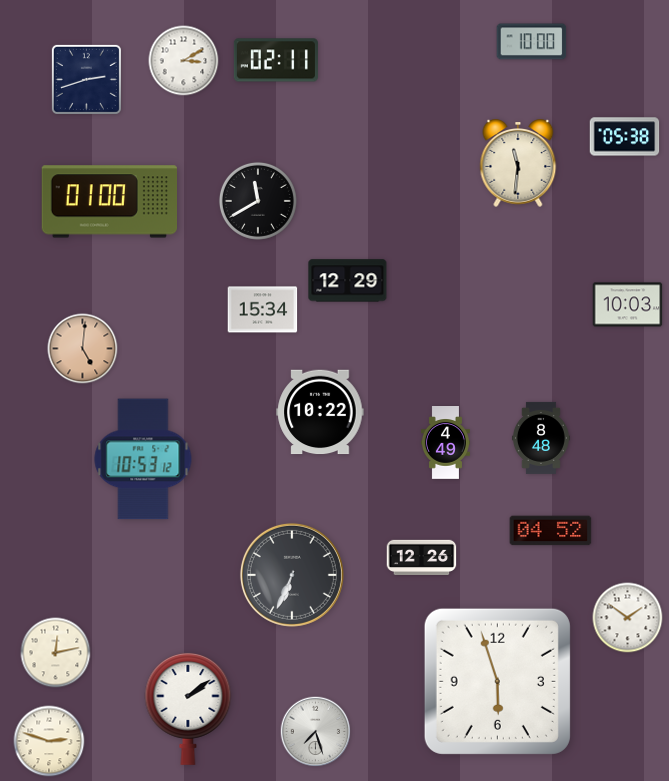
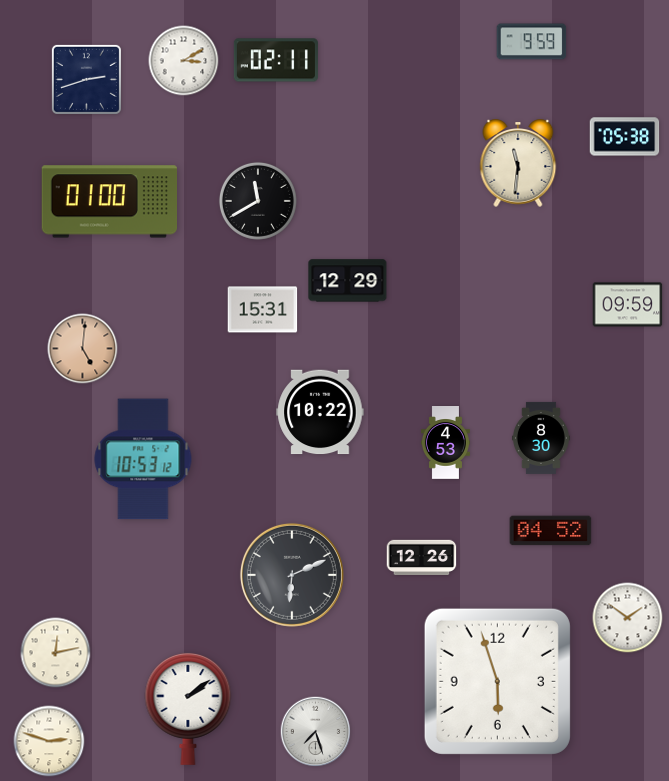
clock at (532, 42): 10:00 -> 9:59
clock at (628, 305): 10:03 -> 09:59
clock at (263, 310): 15:34 -> 15:31
clock at (541, 438): 8:48 -> 8:30
clock at (445, 443): 4:49 -> 4:53
clock at (292, 575): 6:34 -> 6:11
